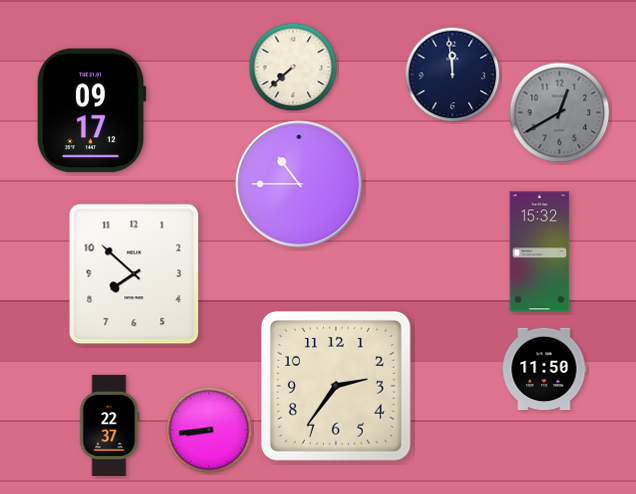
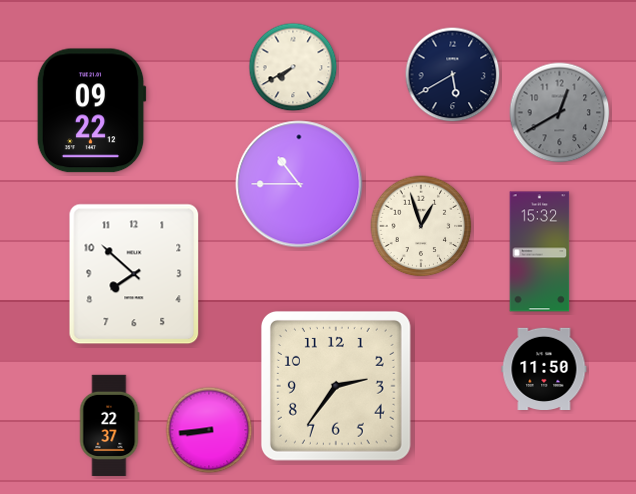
clock at (293, 67): 7:38 -> 7:40
clock at (453, 75): 11:59 -> 5:40
clock at (91, 111): 09:17 -> 09:22
clock at (421, 226): none -> 12:57
